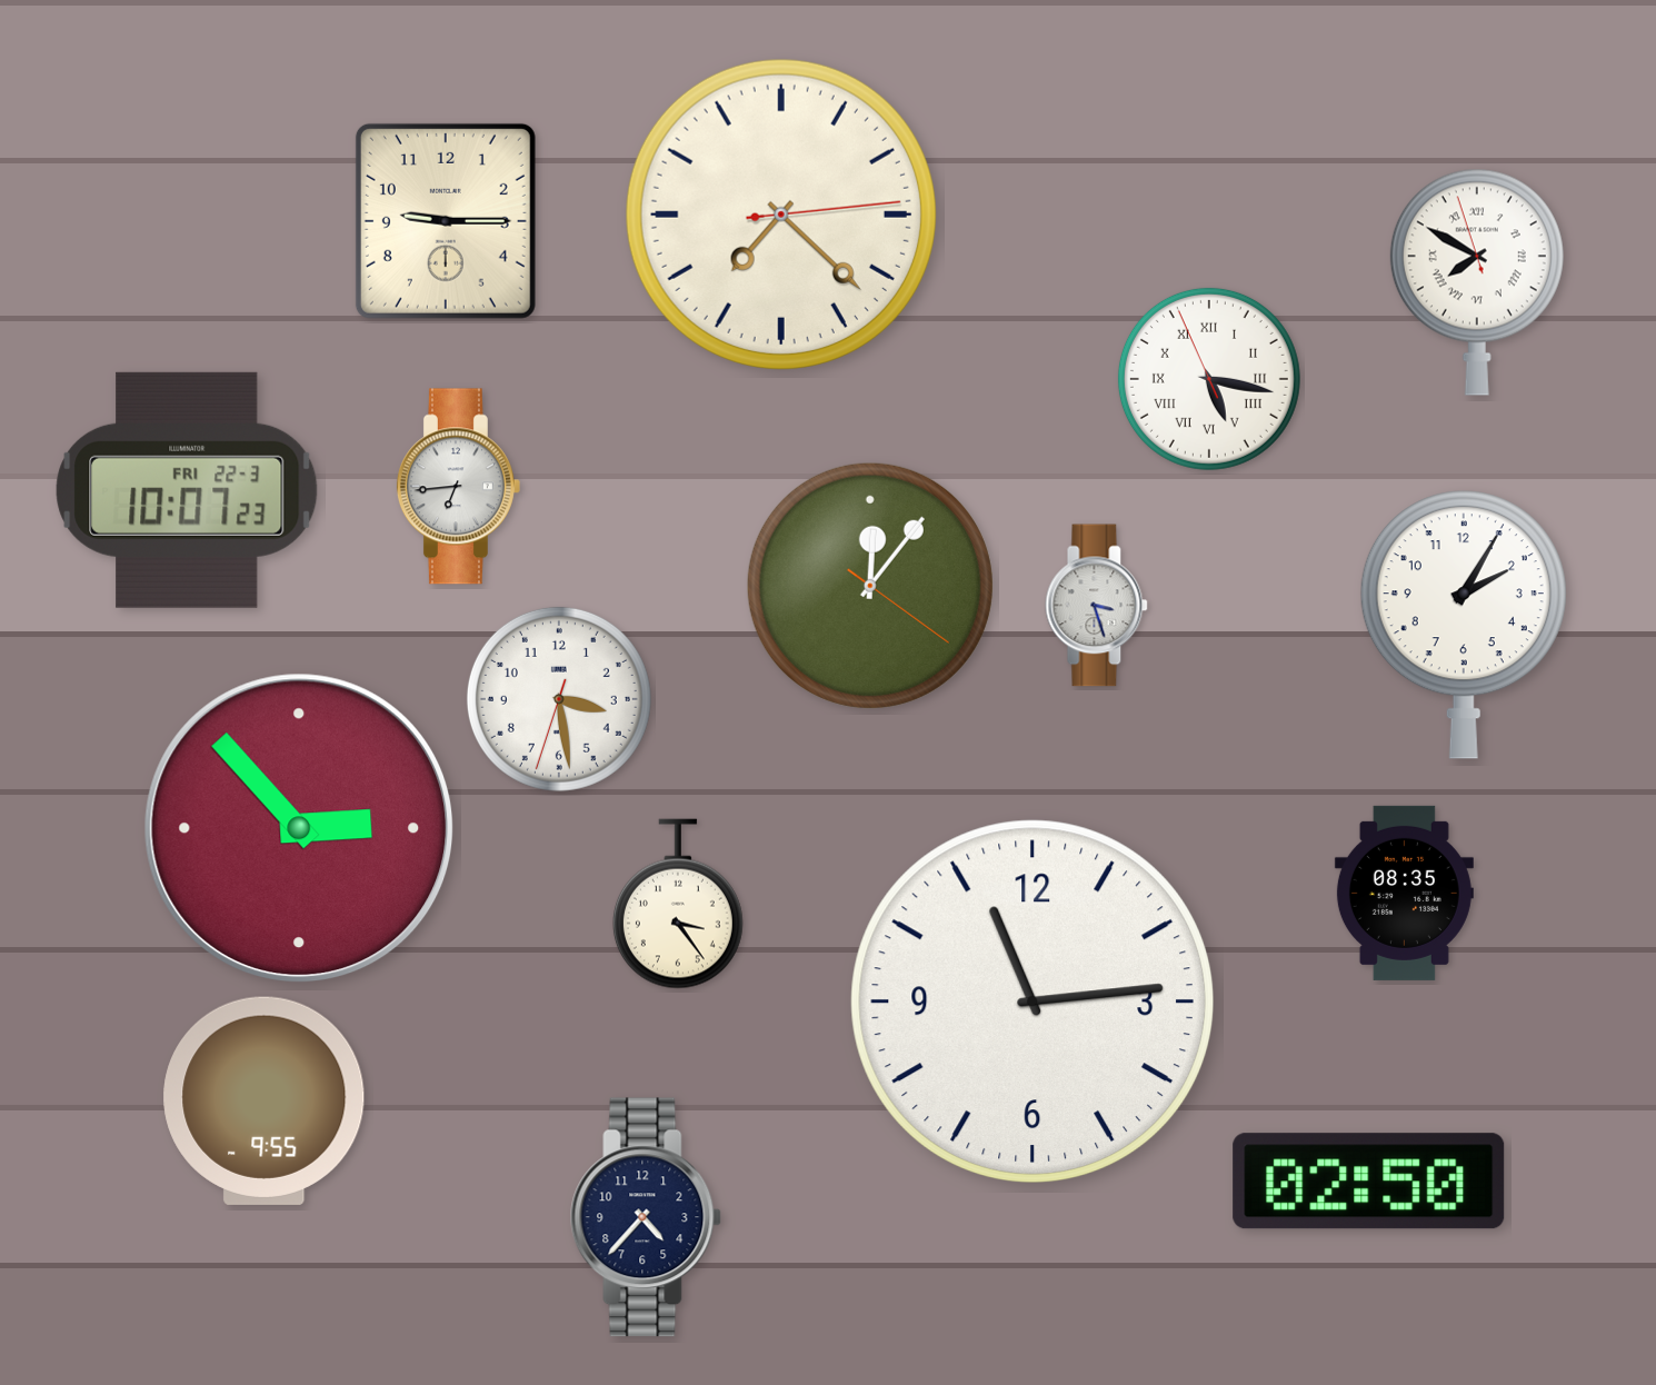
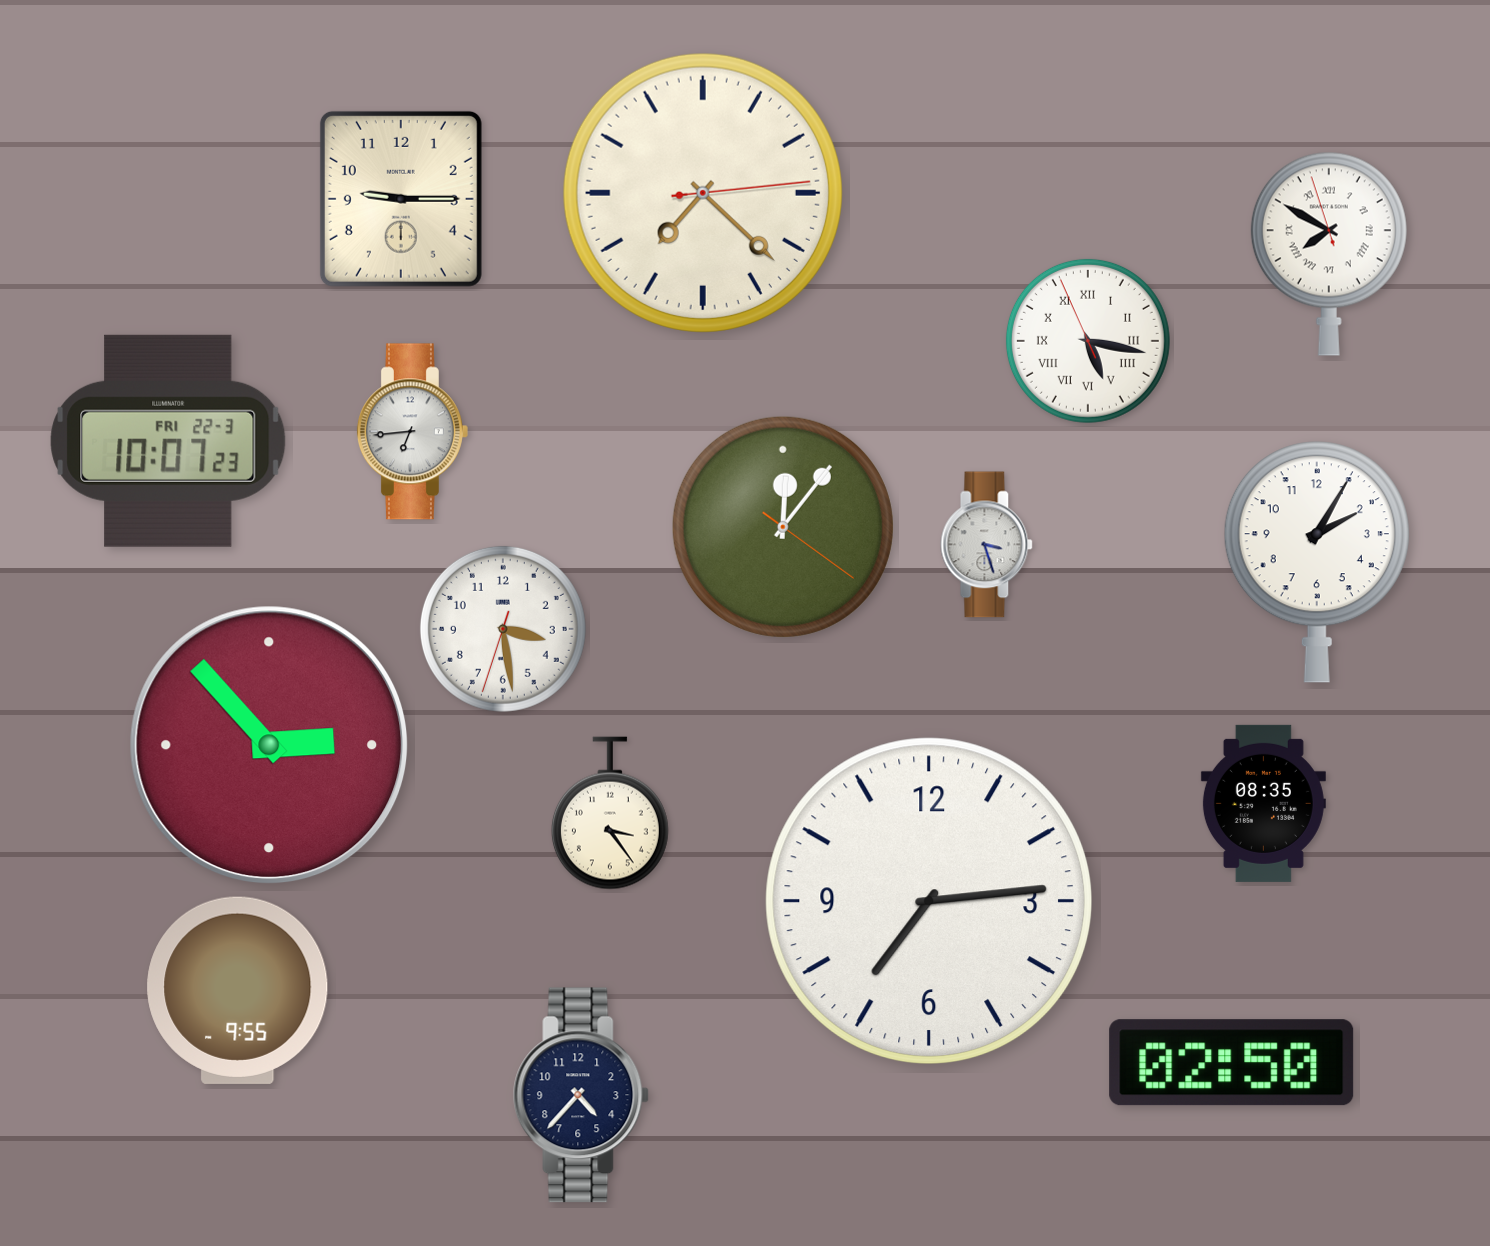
clock at (458, 487) position: (458, 487) -> (412, 432)
clock at (1031, 1000): 11:14 -> 7:14
